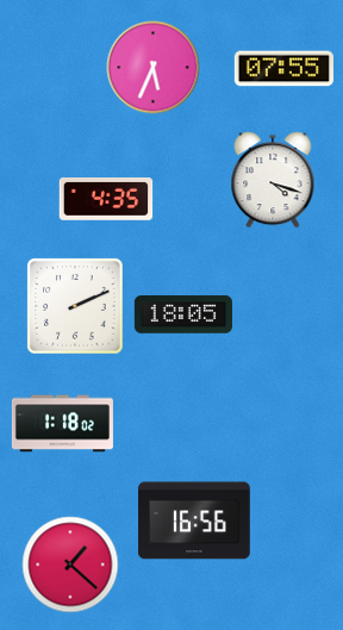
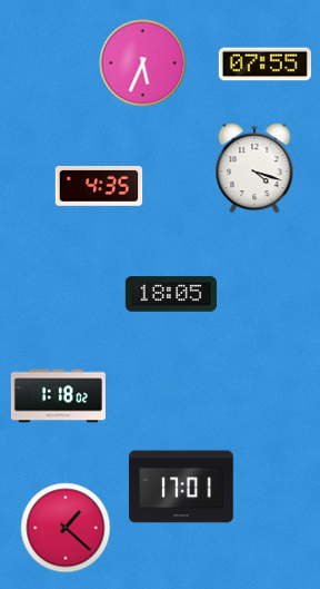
clock at (75, 306): 2:11 -> none
clock at (194, 520): 16:56 -> 17:01
